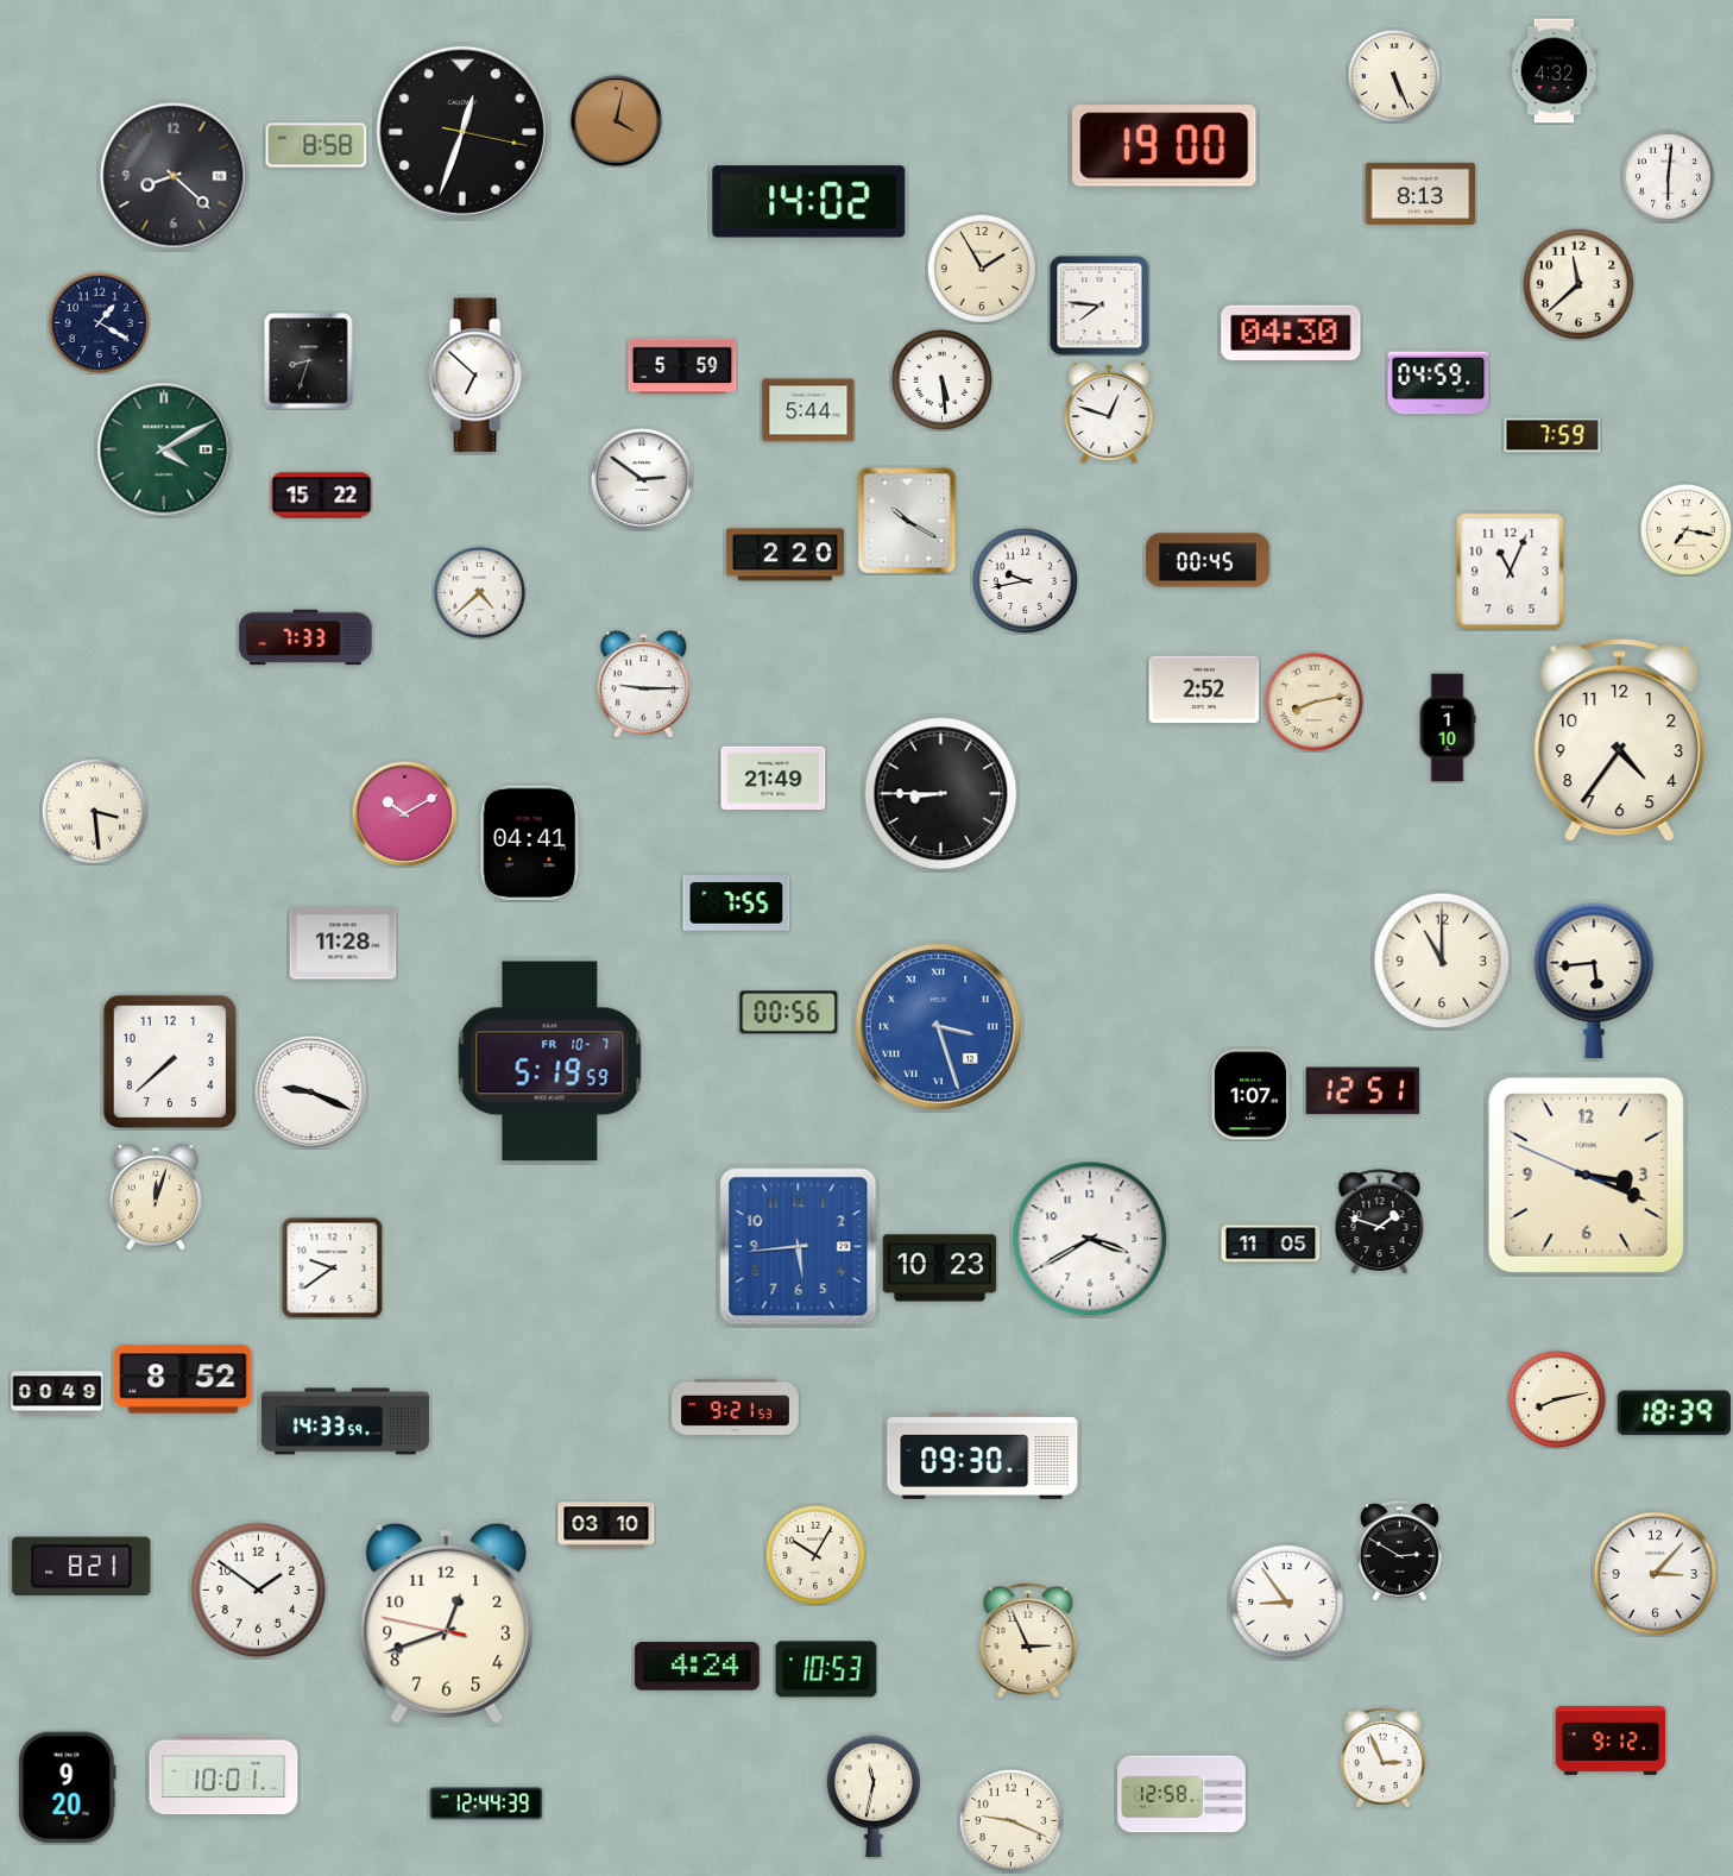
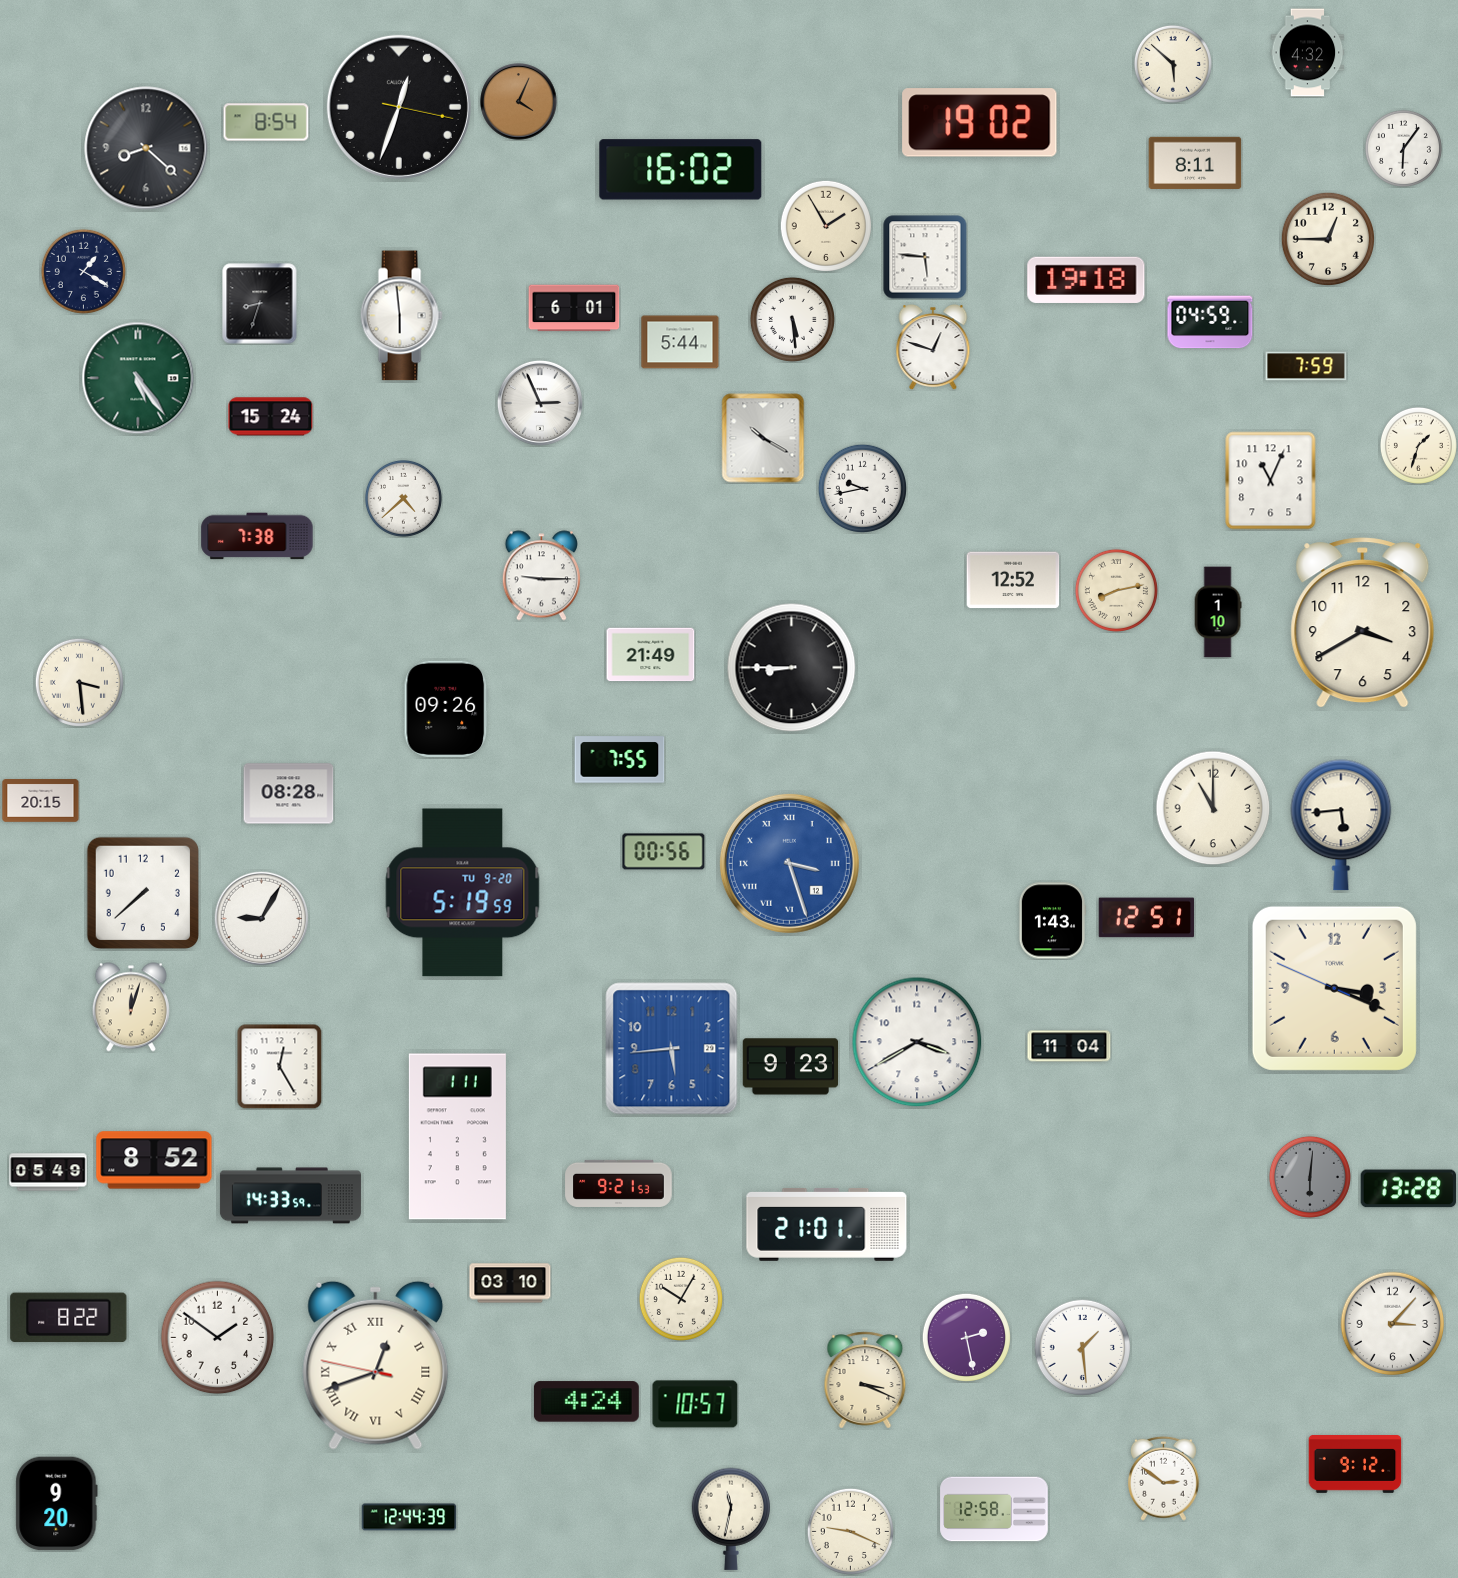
clock at (1555, 71) position: (1555, 71) -> (1308, 53)
clock at (1394, 76): 5:26 -> 5:52
clock at (617, 121): 4:02 -> 4:04
clock at (462, 132) position: (462, 132) -> (399, 107)
clock at (316, 145): 8:58 -> 8:54
clock at (1165, 146): 19:00 -> 19:02
clock at (1668, 176): 6:01 -> 6:06
clock at (1420, 194): 8:13 -> 8:11
clock at (809, 202): 14:02 -> 16:02
clock at (1577, 283): 11:38 -> 12:45
clock at (1099, 306): 7:46 -> 5:46
clock at (1291, 333): 04:30 -> 19:18
clock at (682, 366): 5:59 -> 6:01
clock at (477, 376): 6:52 -> 5:59
clock at (808, 410) position: (808, 410) -> (680, 342)
clock at (164, 449): 4:10 -> 5:24
clock at (642, 479): 2:51 -> 2:56
clock at (322, 496): 15:22 -> 15:24
clock at (1685, 529): 7:17 -> 1:33
clock at (784, 555): 2:20 -> none
clock at (1209, 560): 00:45 -> none
clock at (305, 637): 7:33 -> 7:38
clock at (1204, 690): 2:52 -> 12:52
clock at (1313, 701) position: (1313, 701) -> (1116, 590)
clock at (1620, 741): 4:36 -> 3:40
clock at (404, 813): 10:10 -> none
clock at (530, 842): 04:41 -> 09:26
clock at (344, 944): 11:28 -> 08:28
clock at (41, 801): none -> 20:15
clock at (550, 1062) date: FR 10-7 -> TU 9-20
clock at (310, 1091): 9:19 -> 9:05
clock at (1249, 1095): 1:07 -> 1:43
clock at (1380, 1222): 1:48 -> none
clock at (1271, 1244): 11:05 -> 11:04
clock at (333, 1268): 9:39 -> 12:25
clock at (940, 1268): 10:23 -> 9:23
clock at (457, 1137): none -> 1:11
clock at (57, 1393): 00:49 -> 05:49
clock at (1557, 1399): 8:13 -> 6:01
clock at (1557, 1399) dial: cream -> grey
clock at (1674, 1414): 18:39 -> 13:28
clock at (983, 1455): 09:30 -> 21:01
clock at (1399, 1550): 2:50 -> none
clock at (815, 1555) position: (815, 1555) -> (681, 1299)
clock at (82, 1567): 8:21 -> 8:22
clock at (966, 1337): none -> 2:28
clock at (1286, 1601): 8:54 -> 1:29
clock at (447, 1623) numerals: Arabic -> Roman
clock at (1028, 1641): 2:56 -> 3:19
clock at (826, 1669): 10:53 -> 10:57
clock at (1382, 1757): 2:56 -> 2:51
clock at (223, 1775): 10:01 -> none
clock at (872, 1796) position: (872, 1796) -> (730, 1519)
